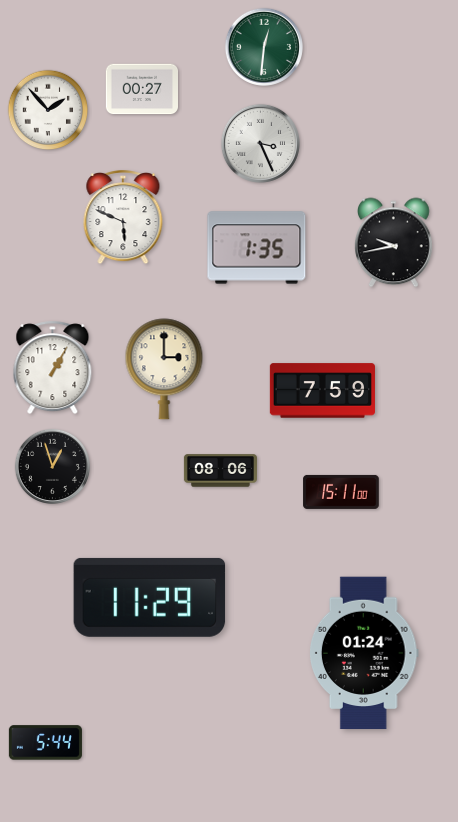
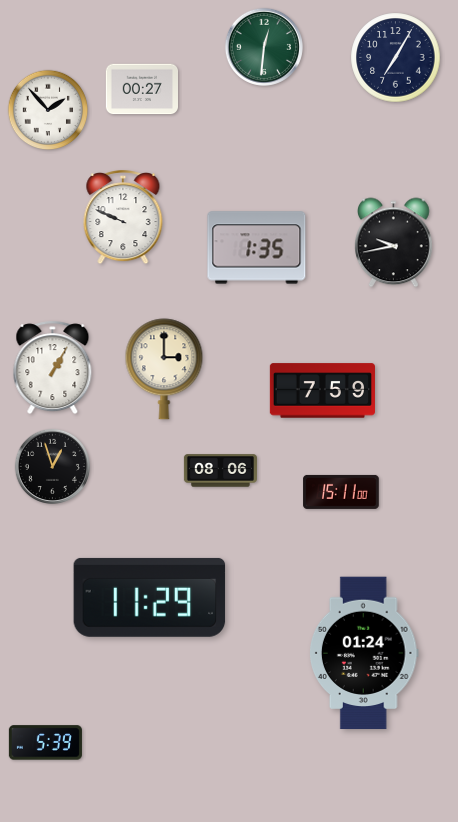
clock at (396, 58): none -> 7:05
clock at (260, 143): 3:26 -> none
clock at (123, 218): 5:49 -> 9:49
clock at (45, 743): 5:44 -> 5:39
